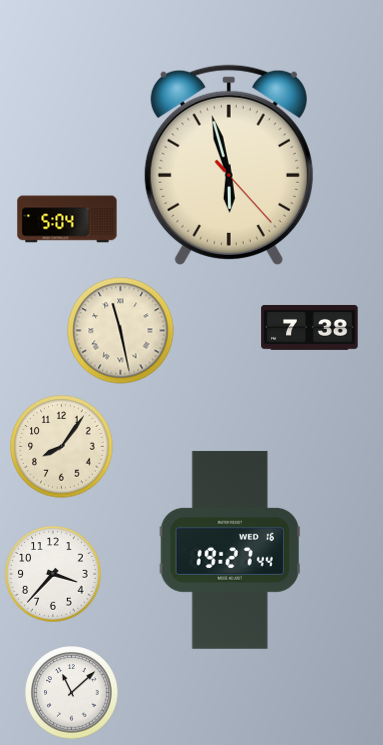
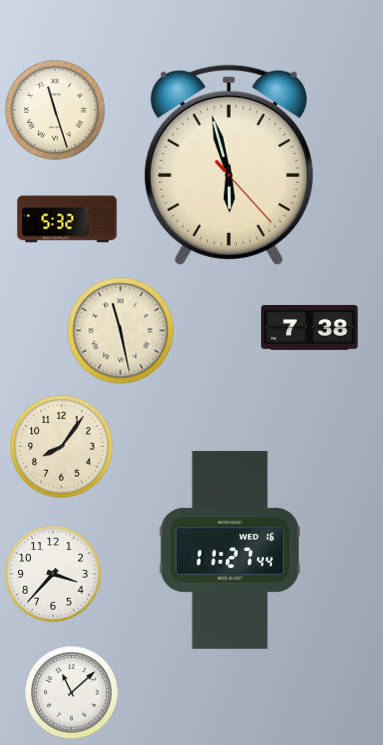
clock at (55, 110): none -> 11:27
clock at (67, 219): 5:04 -> 5:32
clock at (230, 550): 19:27 -> 11:27
